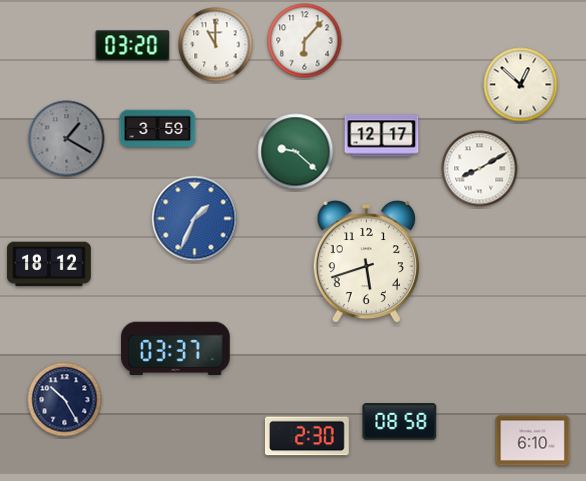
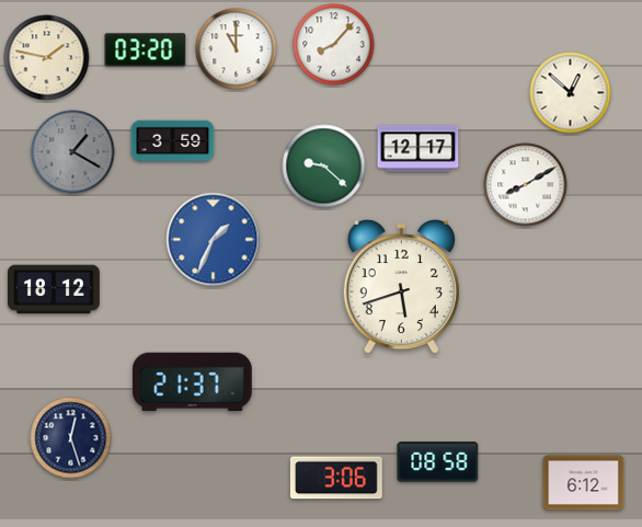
clock at (305, 41): 6:07 -> 8:07
clock at (47, 58): none -> 1:47
clock at (176, 349): 03:37 -> 21:37
clock at (65, 400): 10:25 -> 12:27
clock at (307, 436): 2:30 -> 3:06
clock at (533, 441): 6:10 -> 6:12
